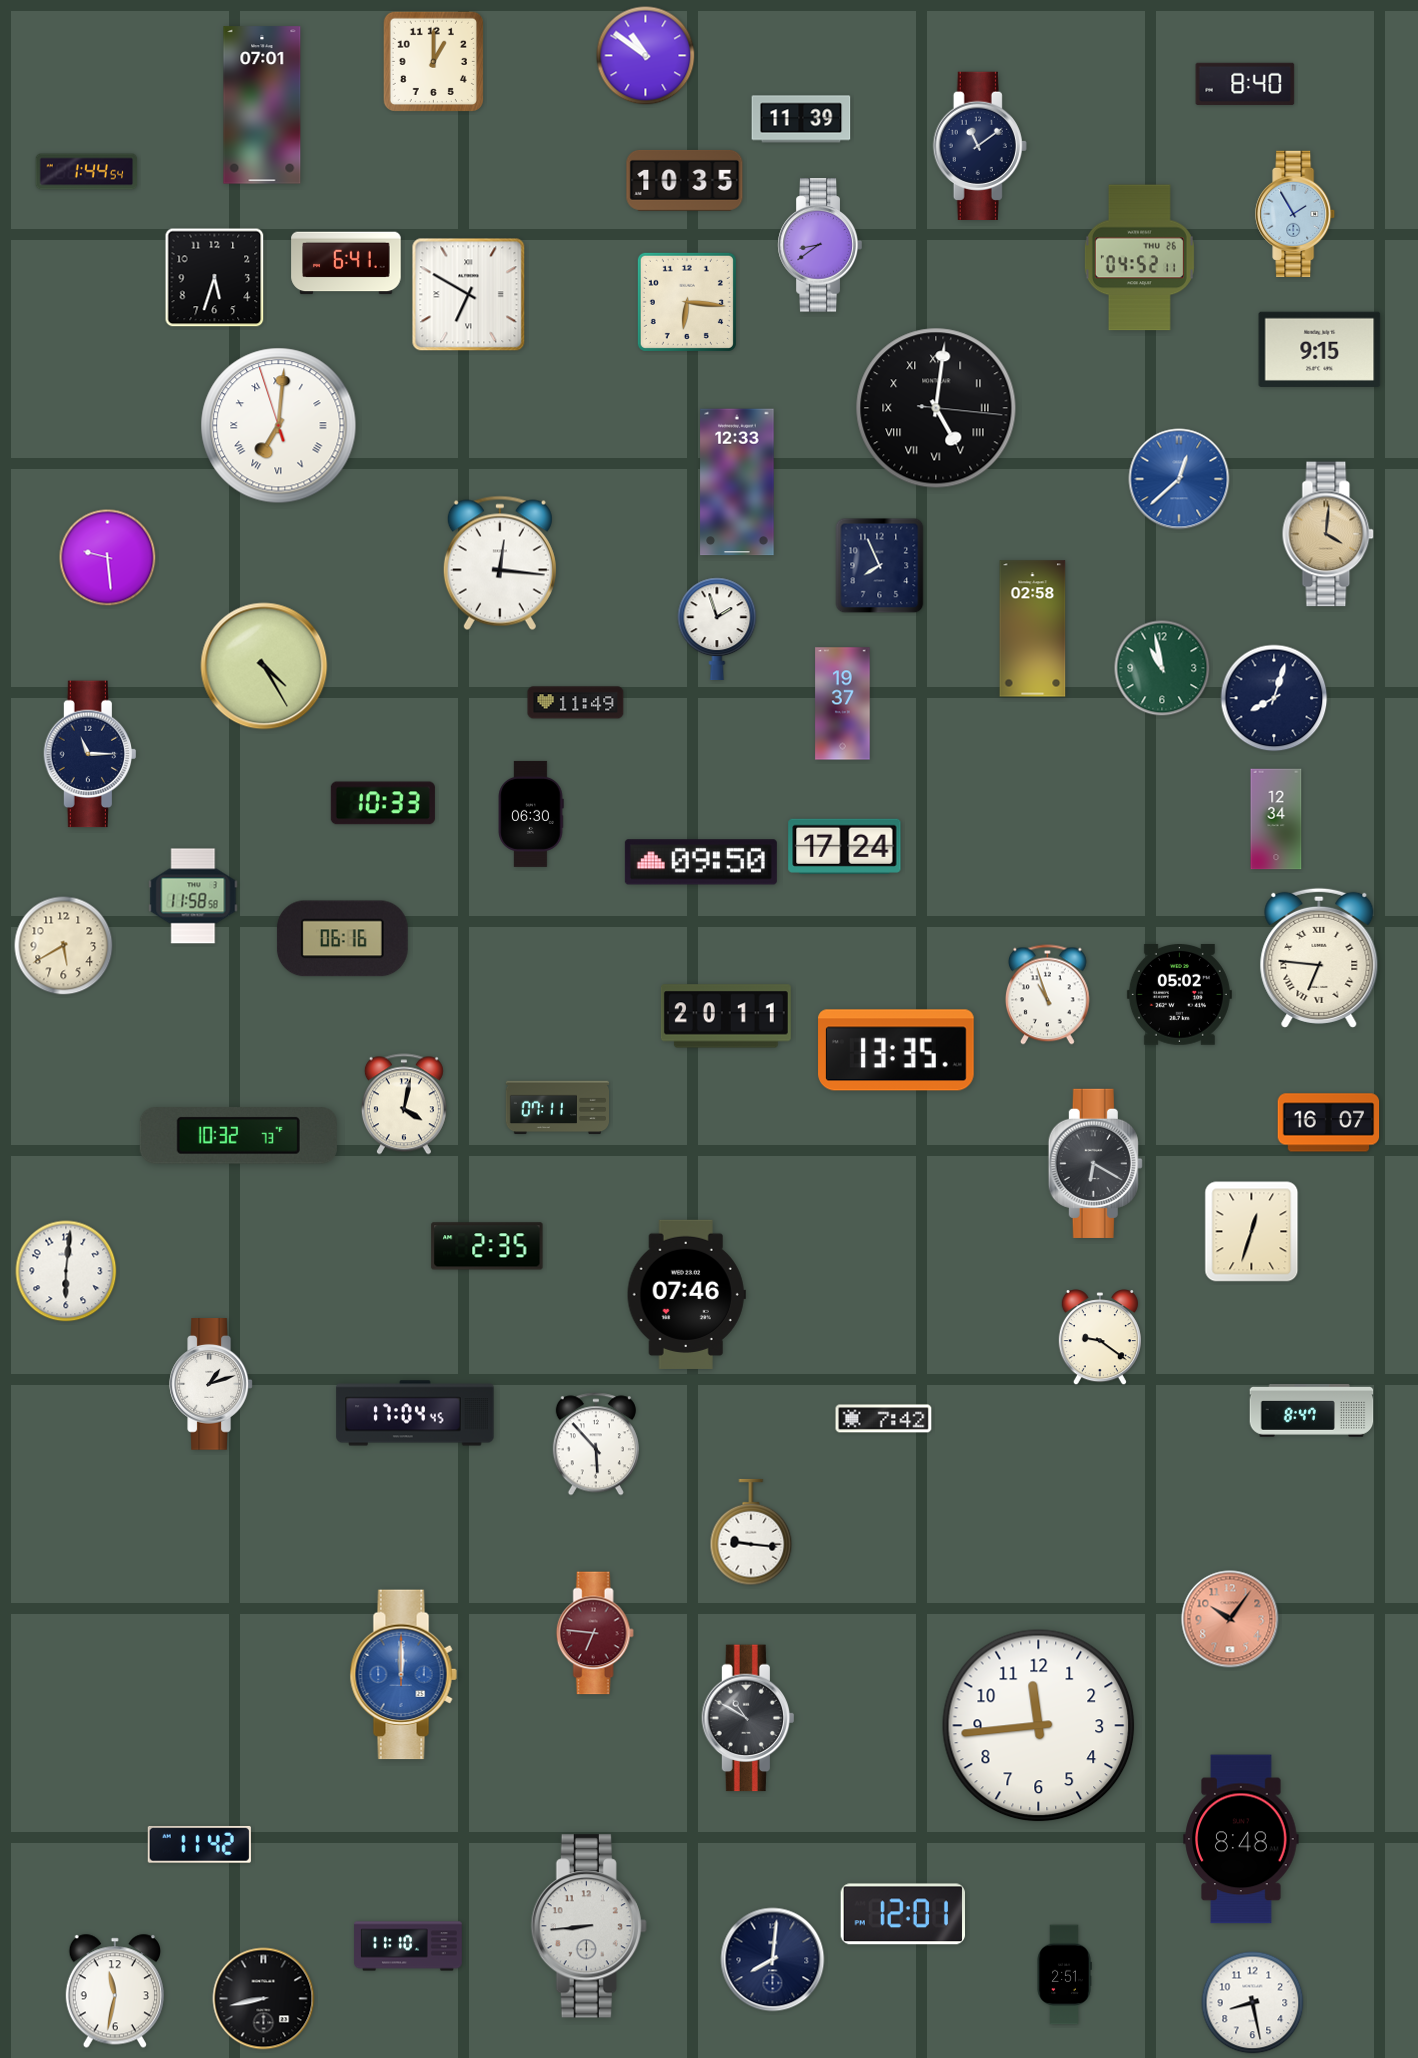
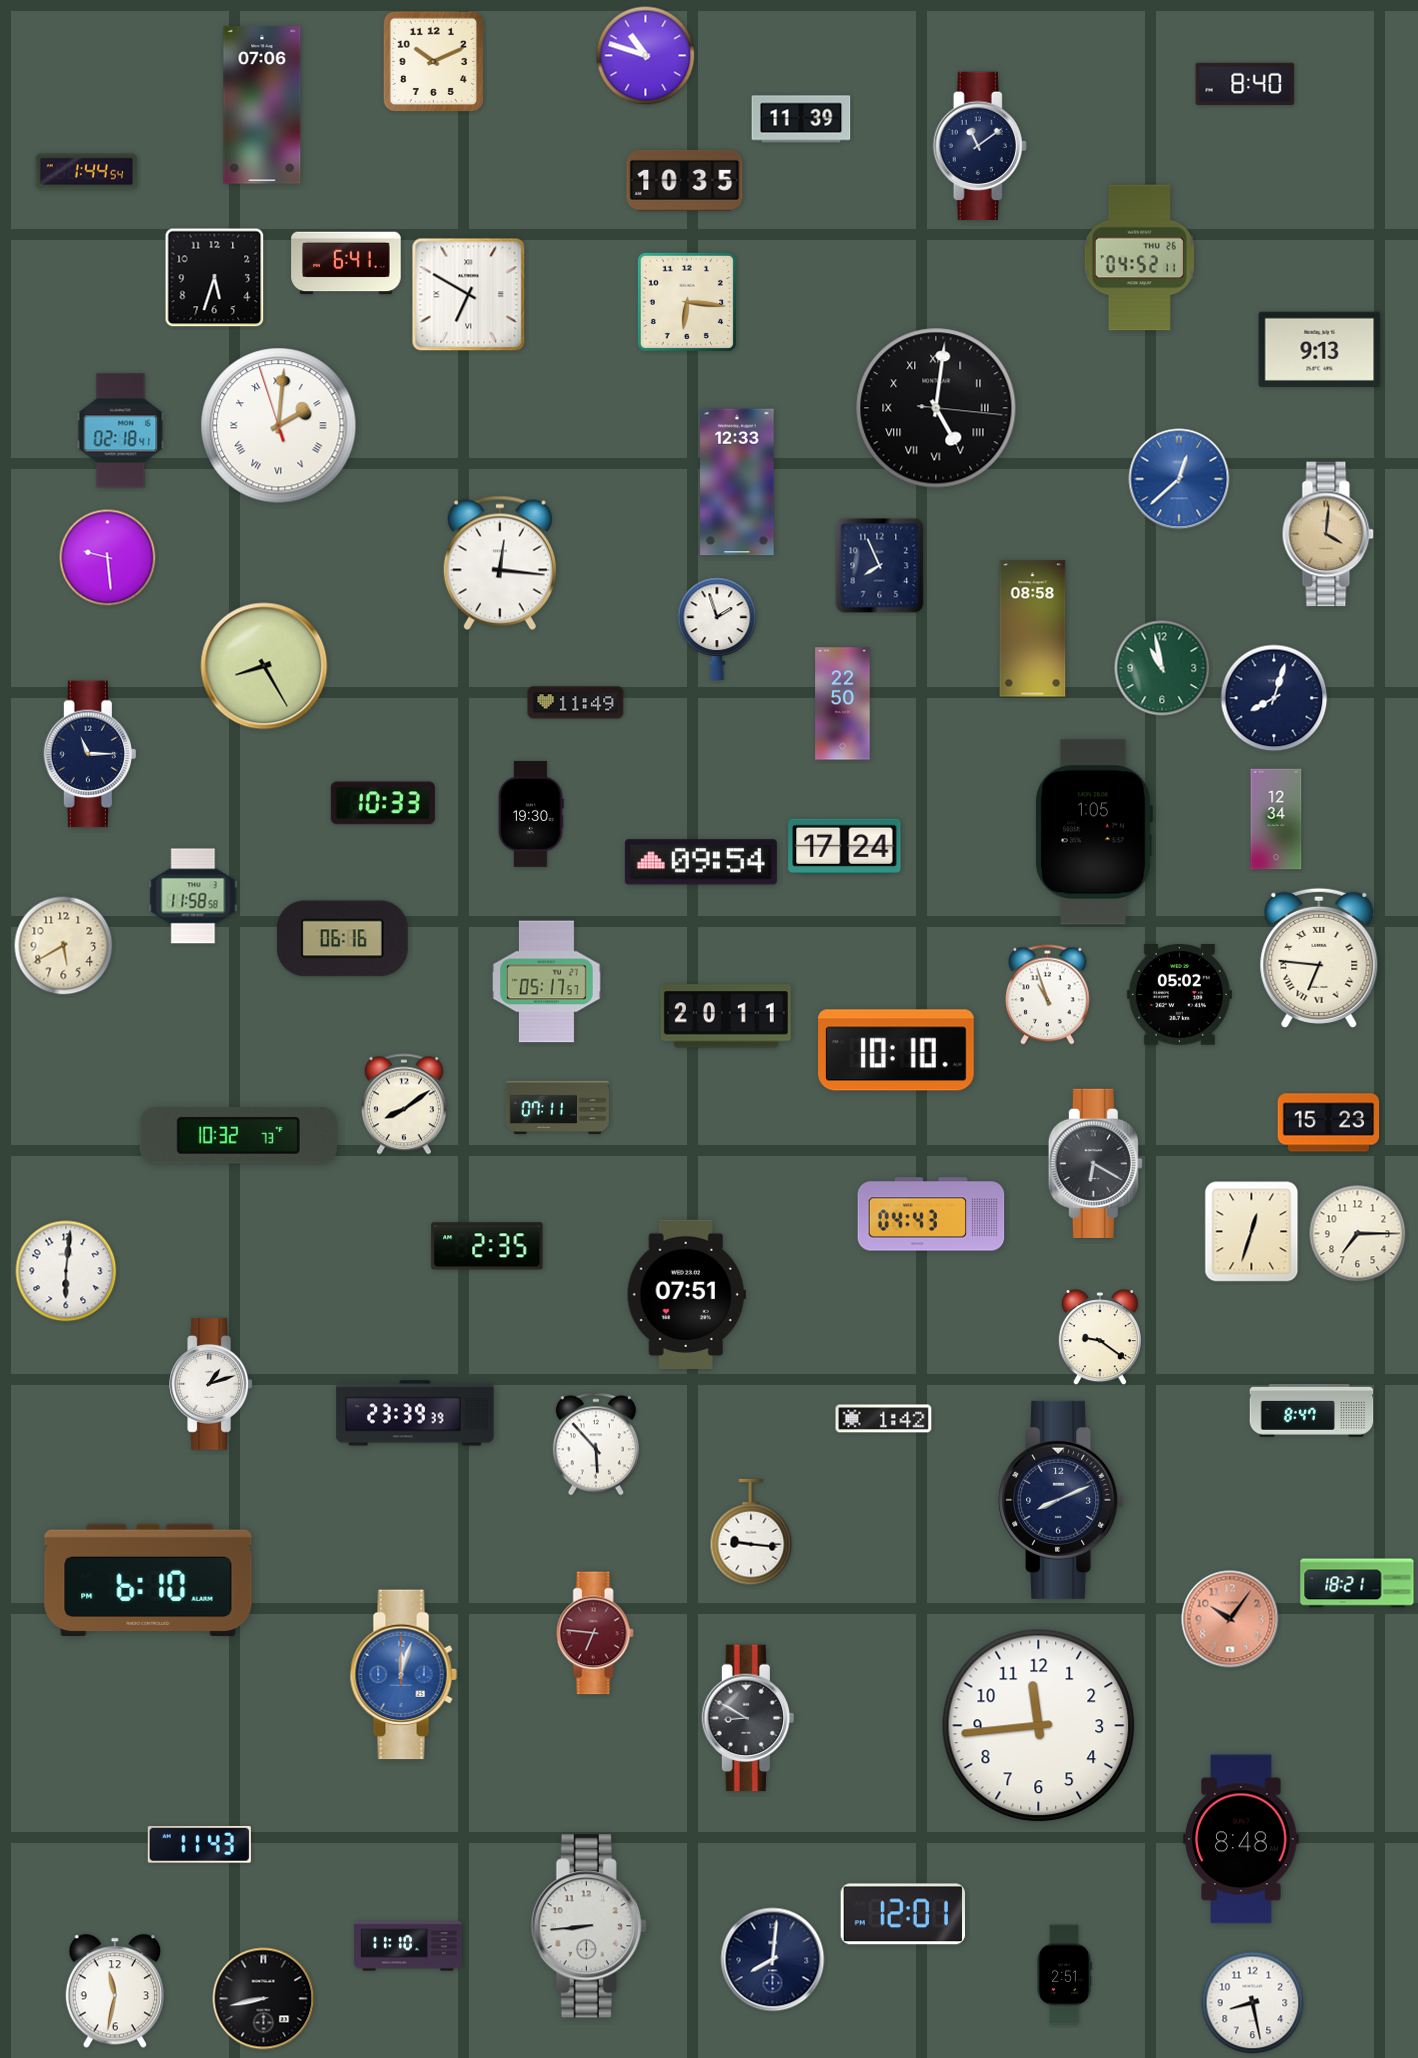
clock at (646, 56): 10:51 -> 10:48
clock at (433, 61): 1:00 -> 10:11
clock at (262, 105): 07:01 -> 07:06
clock at (1296, 214): 1:55 -> none
clock at (820, 245): 8:39 -> none
clock at (1320, 349): 9:15 -> 9:13
clock at (279, 426): 7:00 -> 2:00
clock at (121, 431): none -> 02:18
clock at (1033, 629): 02:58 -> 08:58
clock at (264, 666): 4:25 -> 8:25
clock at (843, 704): 19:37 -> 22:50
clock at (531, 814): 06:30 -> 19:30
clock at (1093, 832): none -> 1:05
clock at (701, 862): 09:50 -> 09:54
clock at (546, 982): none -> 05:17
clock at (896, 1050): 13:35 -> 10:10
clock at (404, 1104): 4:02 -> 8:09
clock at (1329, 1123): 16:07 -> 15:23
clock at (931, 1214): none -> 04:43
clock at (1358, 1234): none -> 7:15
clock at (686, 1294): 07:46 -> 07:51
clock at (415, 1413): 17:04 -> 23:39
clock at (884, 1419): 7:42 -> 1:42
clock at (1061, 1500): none -> 8:11
clock at (148, 1579): none -> 6:10
clock at (1357, 1583): none -> 18:21
clock at (403, 1675): 12:00 -> 12:03
clock at (747, 1718): 10:50 -> 8:50
clock at (199, 1844): 11:42 -> 11:43
